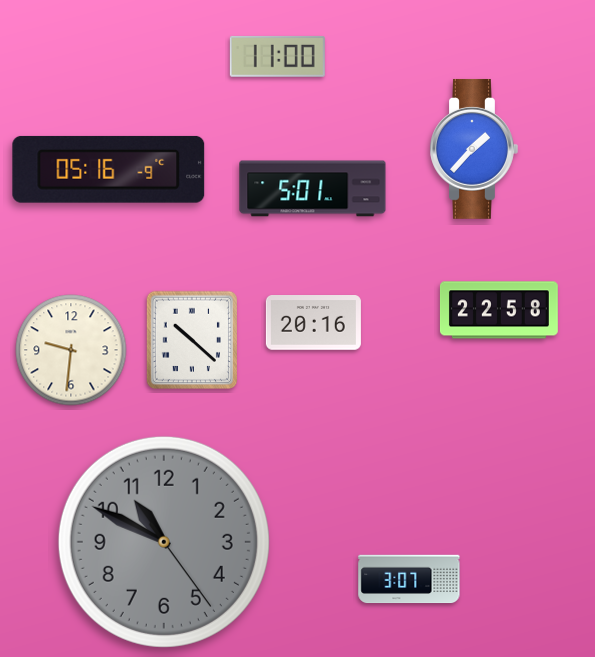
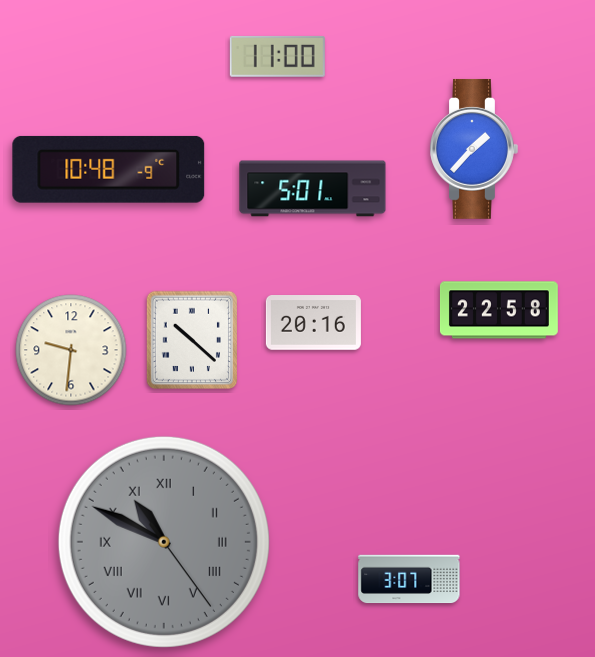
clock at (109, 169): 05:16 -> 10:48
clock at (164, 542) numerals: Arabic -> Roman
